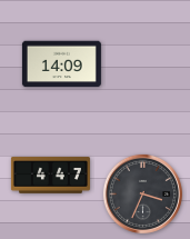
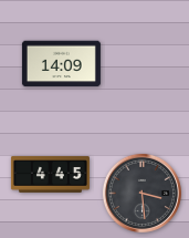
clock at (50, 176): 4:47 -> 4:45
clock at (142, 193): 3:34 -> 3:29
